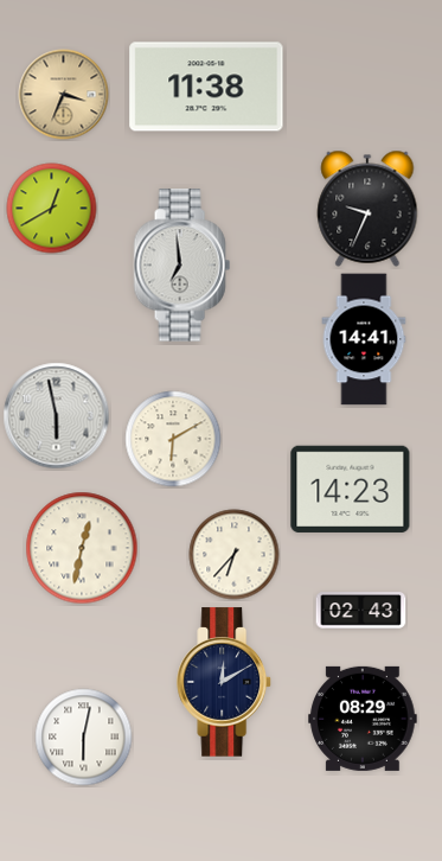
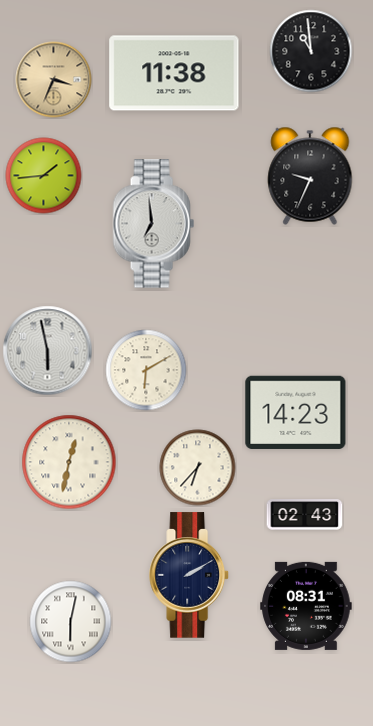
clock at (311, 51): none -> 10:59
clock at (52, 209): 12:40 -> 1:44
clock at (364, 339): 14:41 -> none
clock at (225, 682): 12:10 -> 2:10
clock at (363, 719): 08:29 -> 08:31
